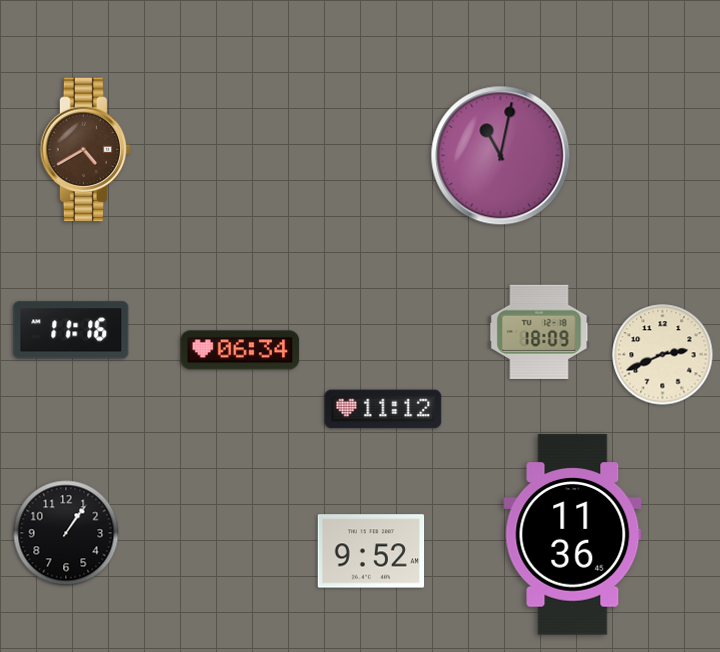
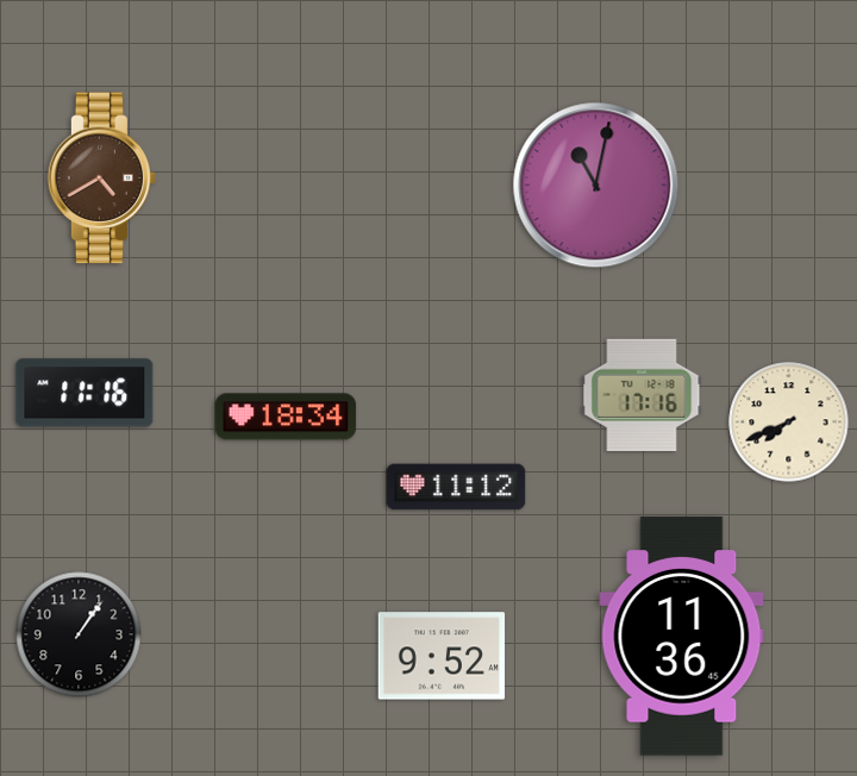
clock at (539, 331): 18:09 -> 17:16
clock at (240, 350): 06:34 -> 18:34
clock at (663, 355): 2:41 -> 7:41
